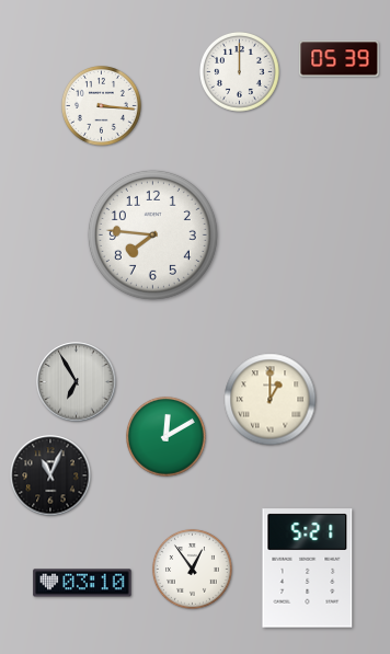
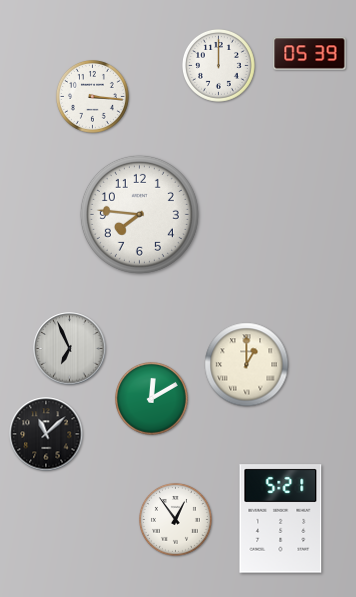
clock at (77, 382): 6:55 -> 6:56
clock at (50, 475): 11:04 -> 11:08
clock at (82, 583): 03:10 -> none
